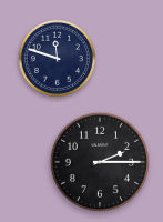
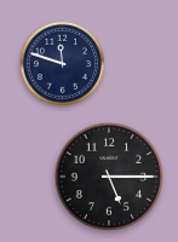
clock at (100, 162): 2:15 -> 5:15
